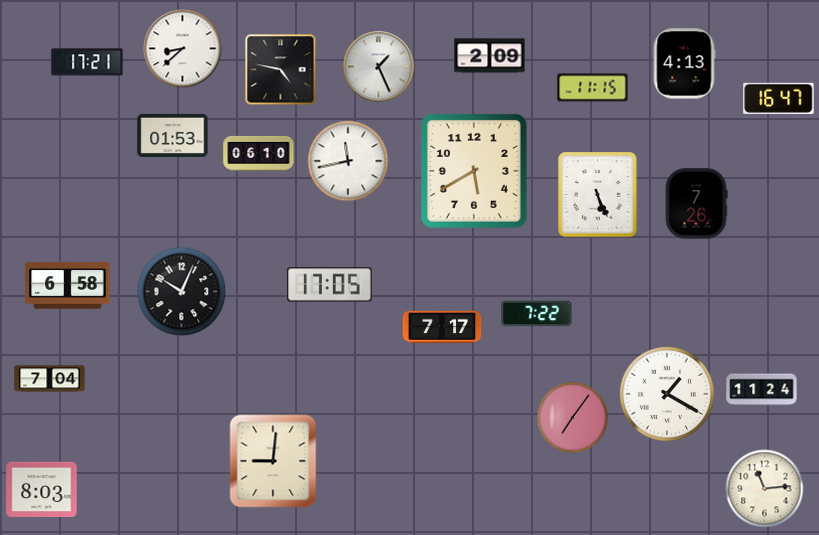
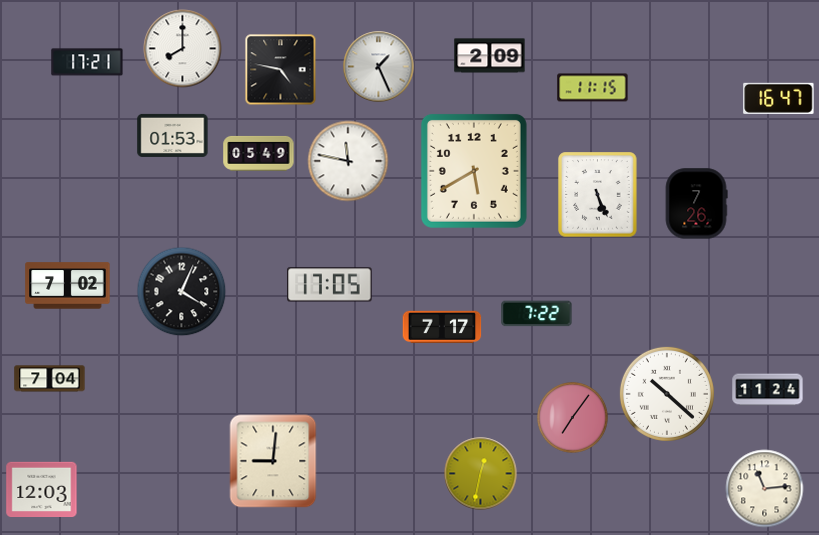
clock at (183, 49): 8:38 -> 8:00
clock at (684, 64): 4:13 -> none
clock at (259, 153): 06:10 -> 05:49
clock at (348, 161): 11:43 -> 11:47
clock at (68, 286): 6:58 -> 7:02
clock at (182, 292): 10:04 -> 4:04
clock at (762, 390) position: (762, 390) -> (768, 390)
clock at (667, 394): 1:20 -> 10:22
clock at (481, 474): none -> 12:32
clock at (42, 489): 8:03 -> 12:03
